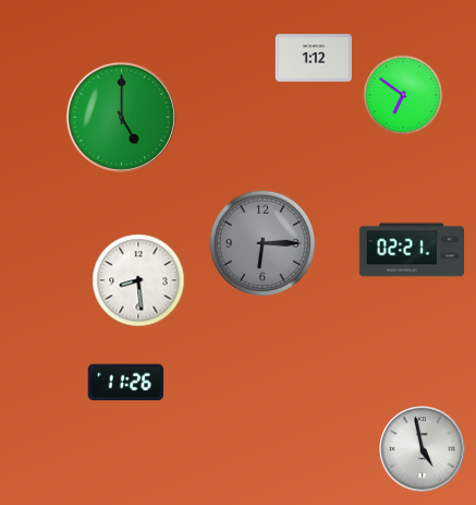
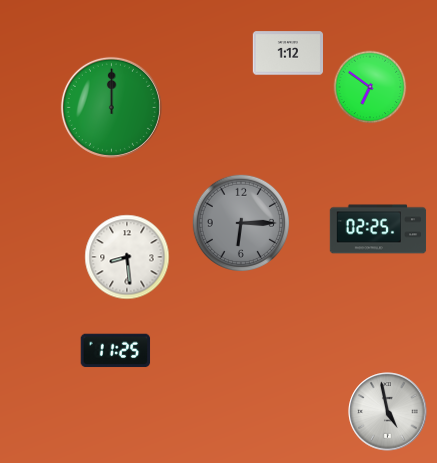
clock at (121, 117): 5:00 -> 12:00
clock at (412, 250): 02:21 -> 02:25
clock at (126, 383): 11:26 -> 11:25
